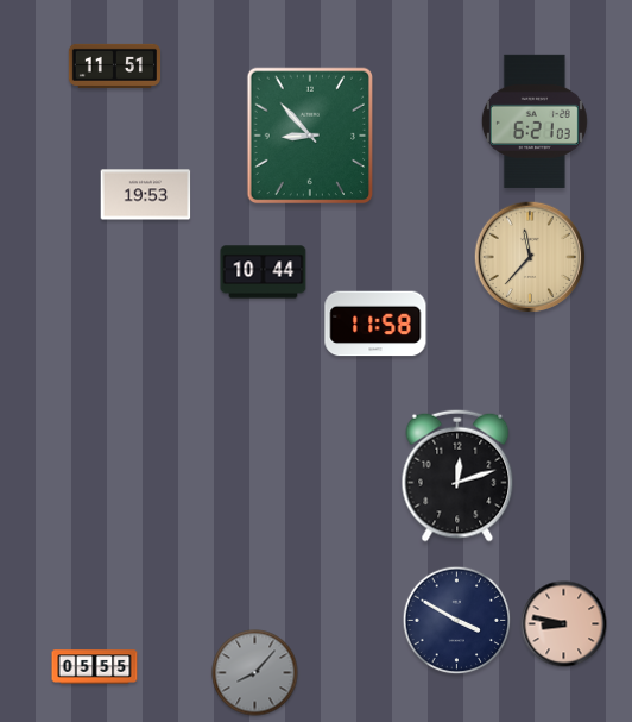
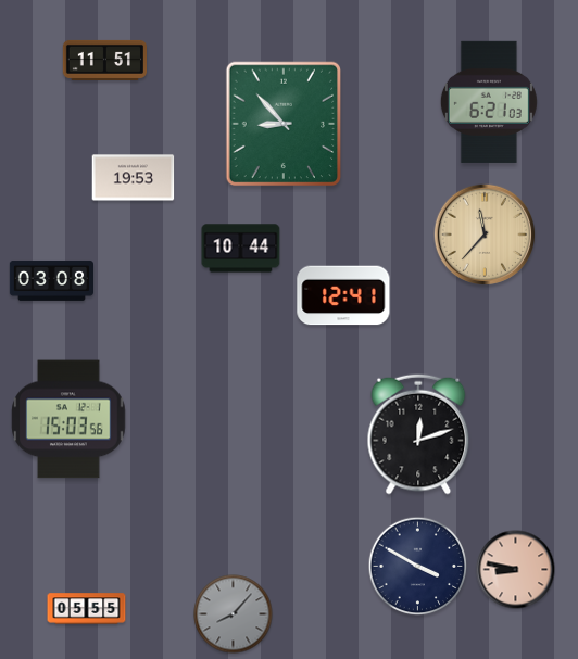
clock at (535, 121) position: (535, 121) -> (489, 102)
clock at (52, 280): none -> 03:08
clock at (375, 324): 11:58 -> 12:41
clock at (68, 419): none -> 15:03
